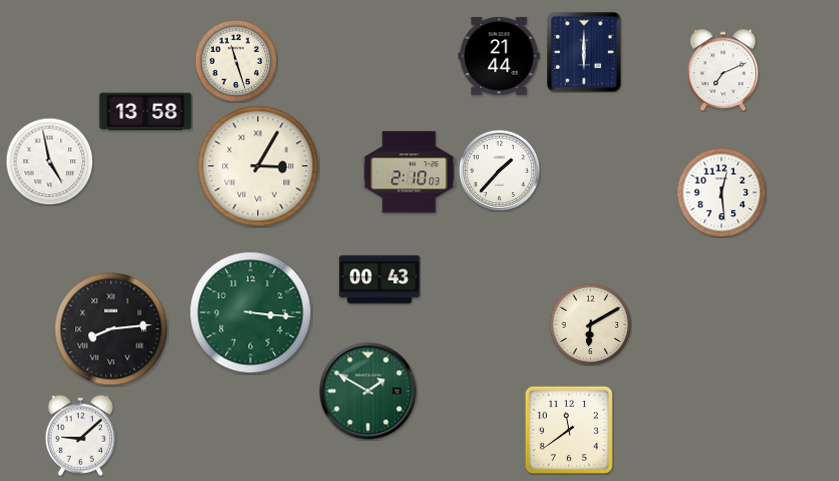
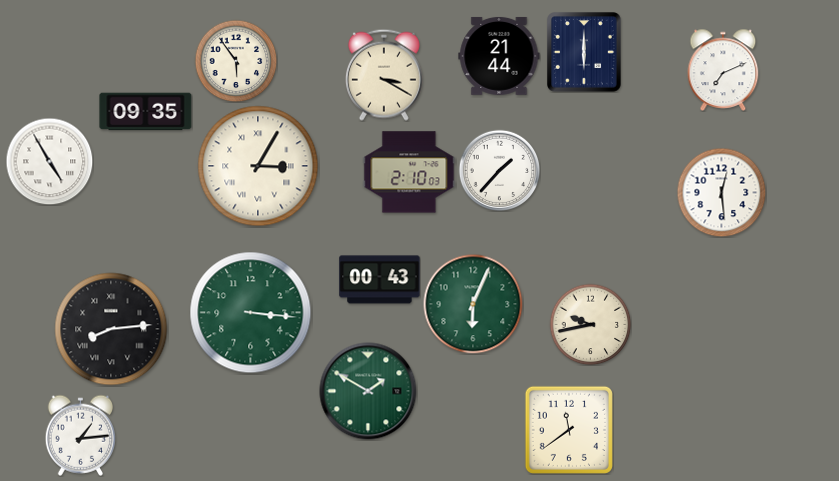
clock at (236, 61): 11:27 -> 5:54
clock at (384, 75): none -> 3:20
clock at (146, 112): 13:58 -> 09:35
clock at (49, 161): 4:58 -> 4:55
clock at (473, 304): none -> 6:04
clock at (590, 324): 6:10 -> 9:43
clock at (80, 435): 9:08 -> 1:14
